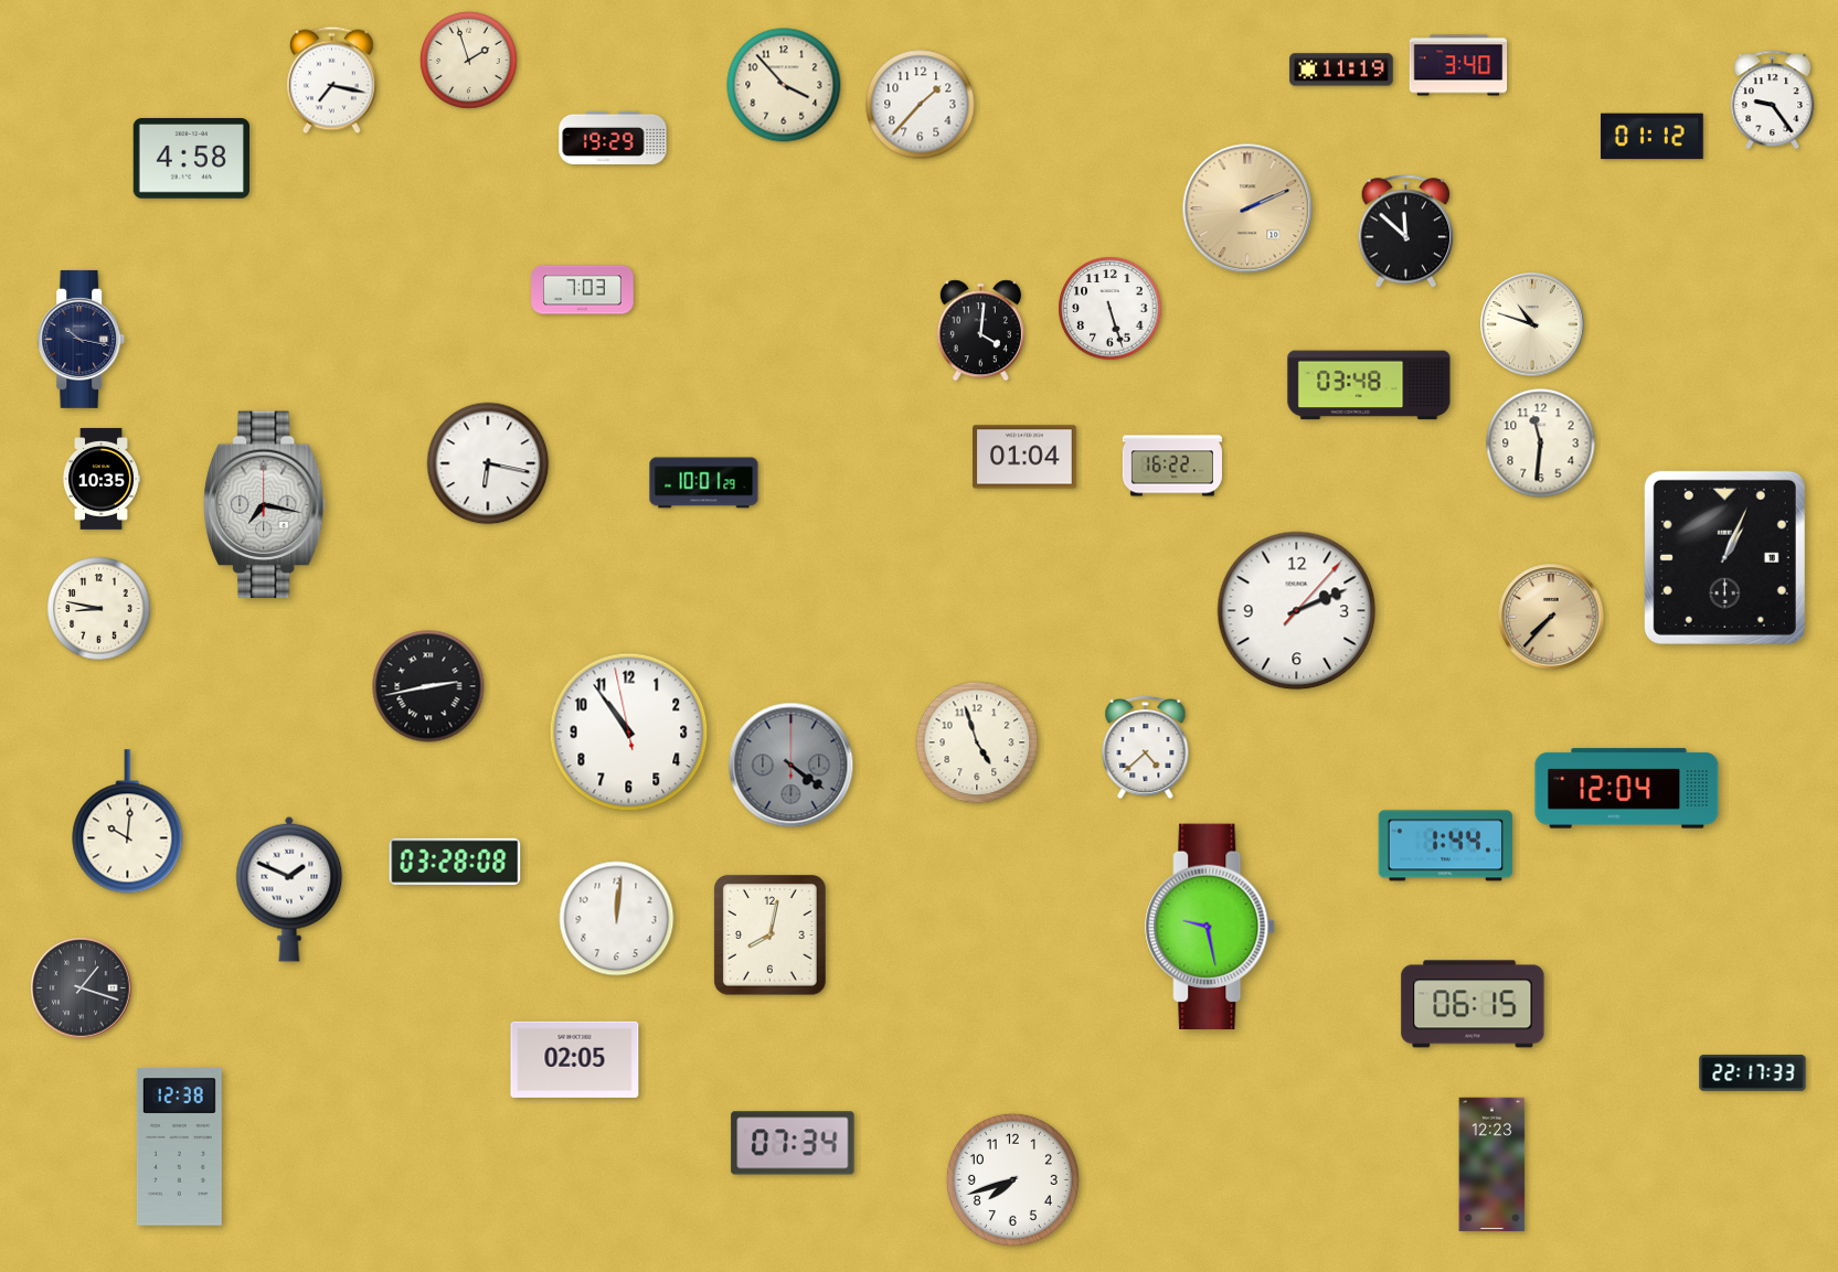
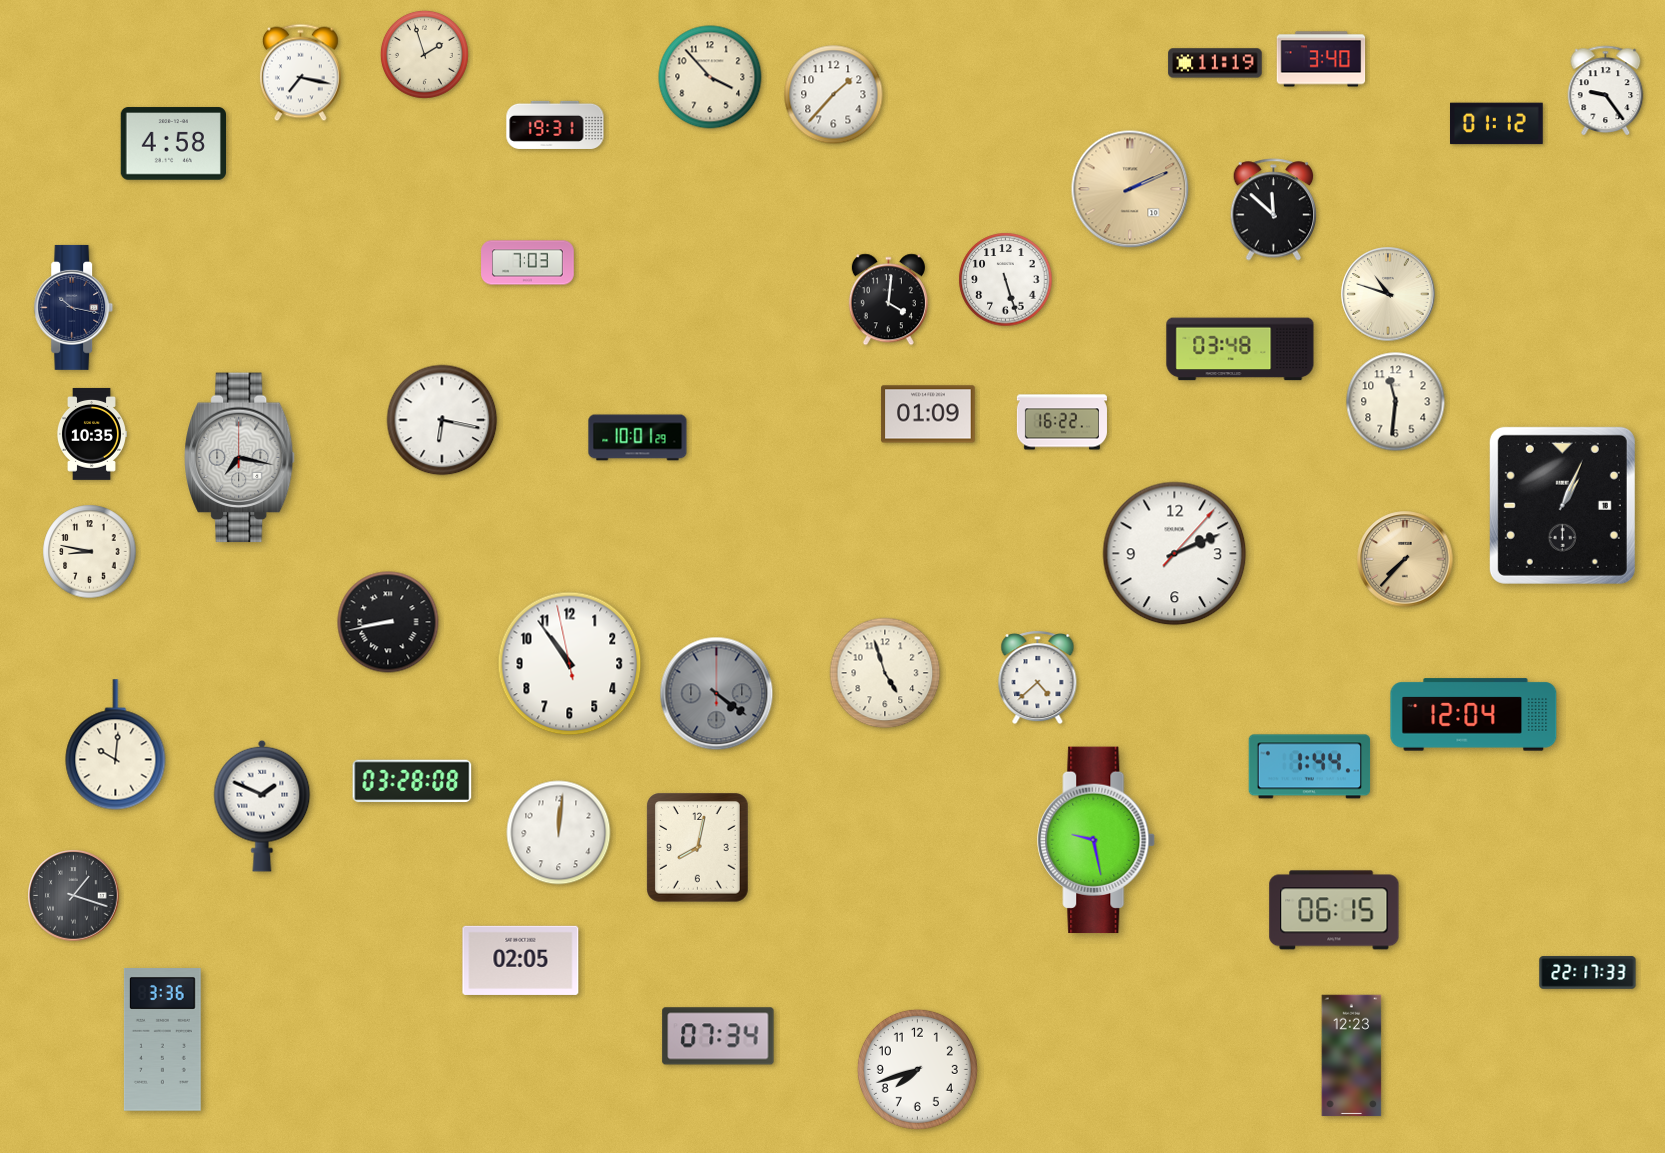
clock at (613, 138): 19:29 -> 19:31
clock at (1024, 457): 01:04 -> 01:09
clock at (428, 686): 2:43 -> 8:43
clock at (179, 1147): 12:38 -> 3:36
